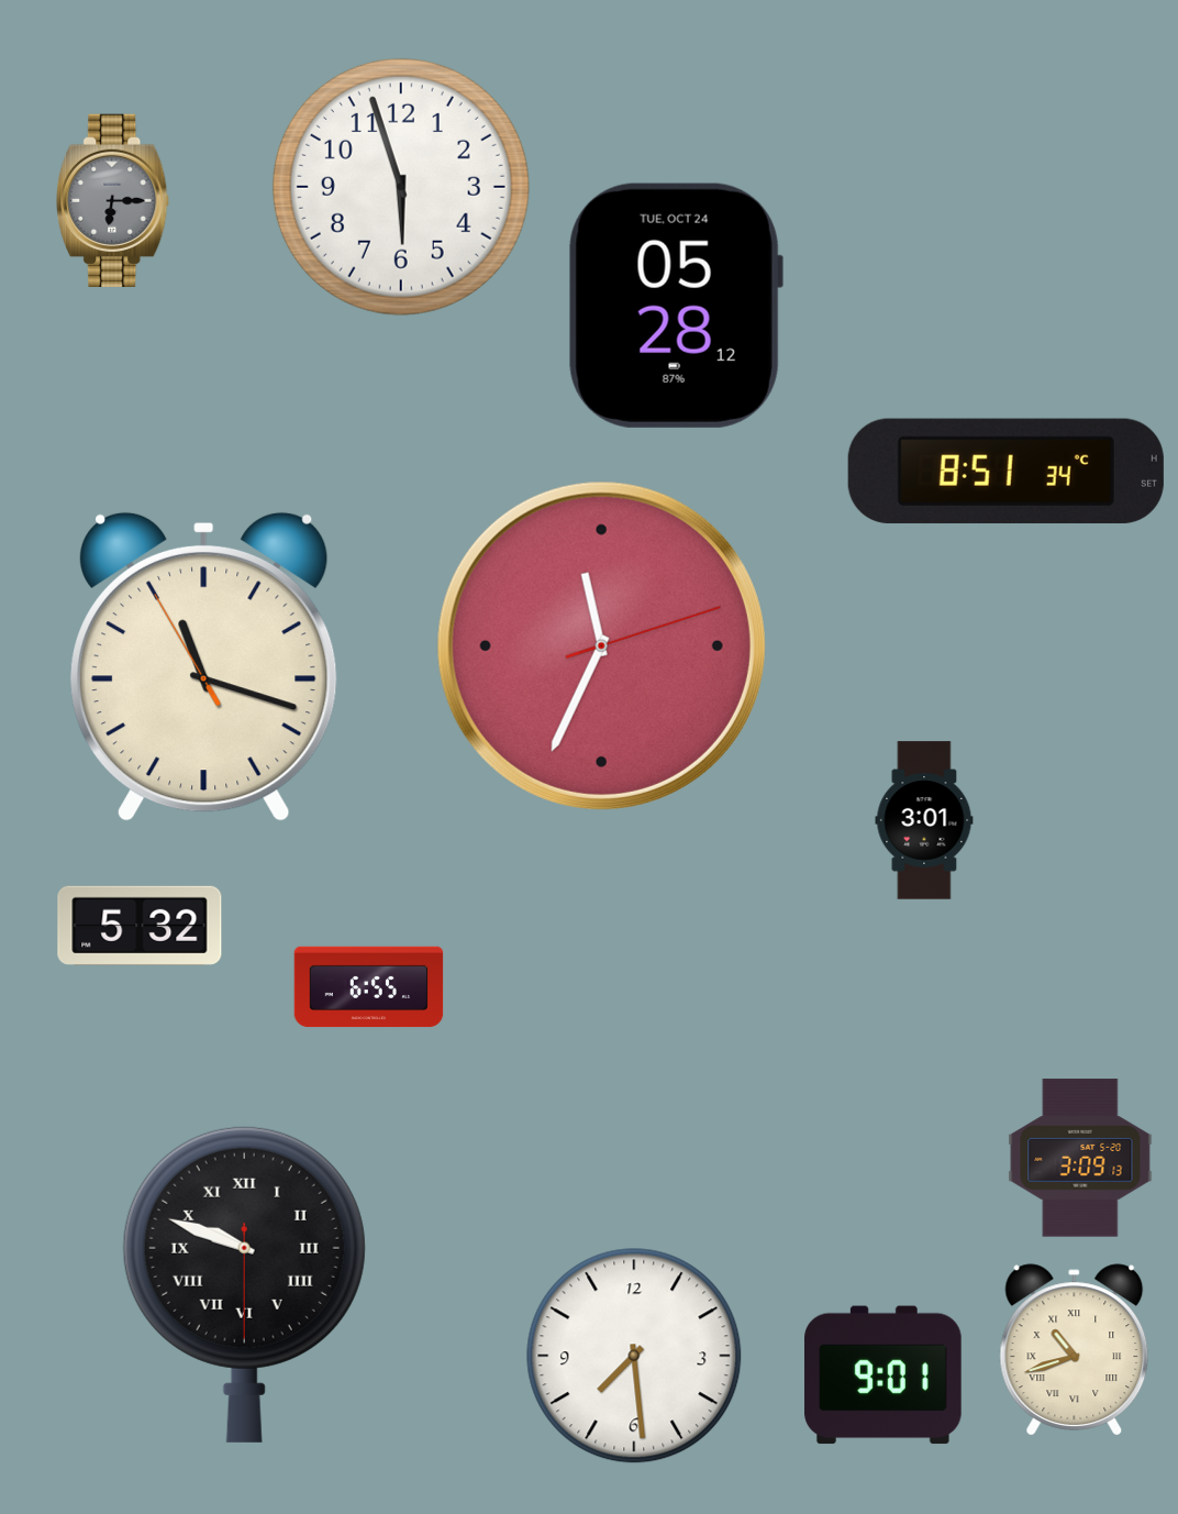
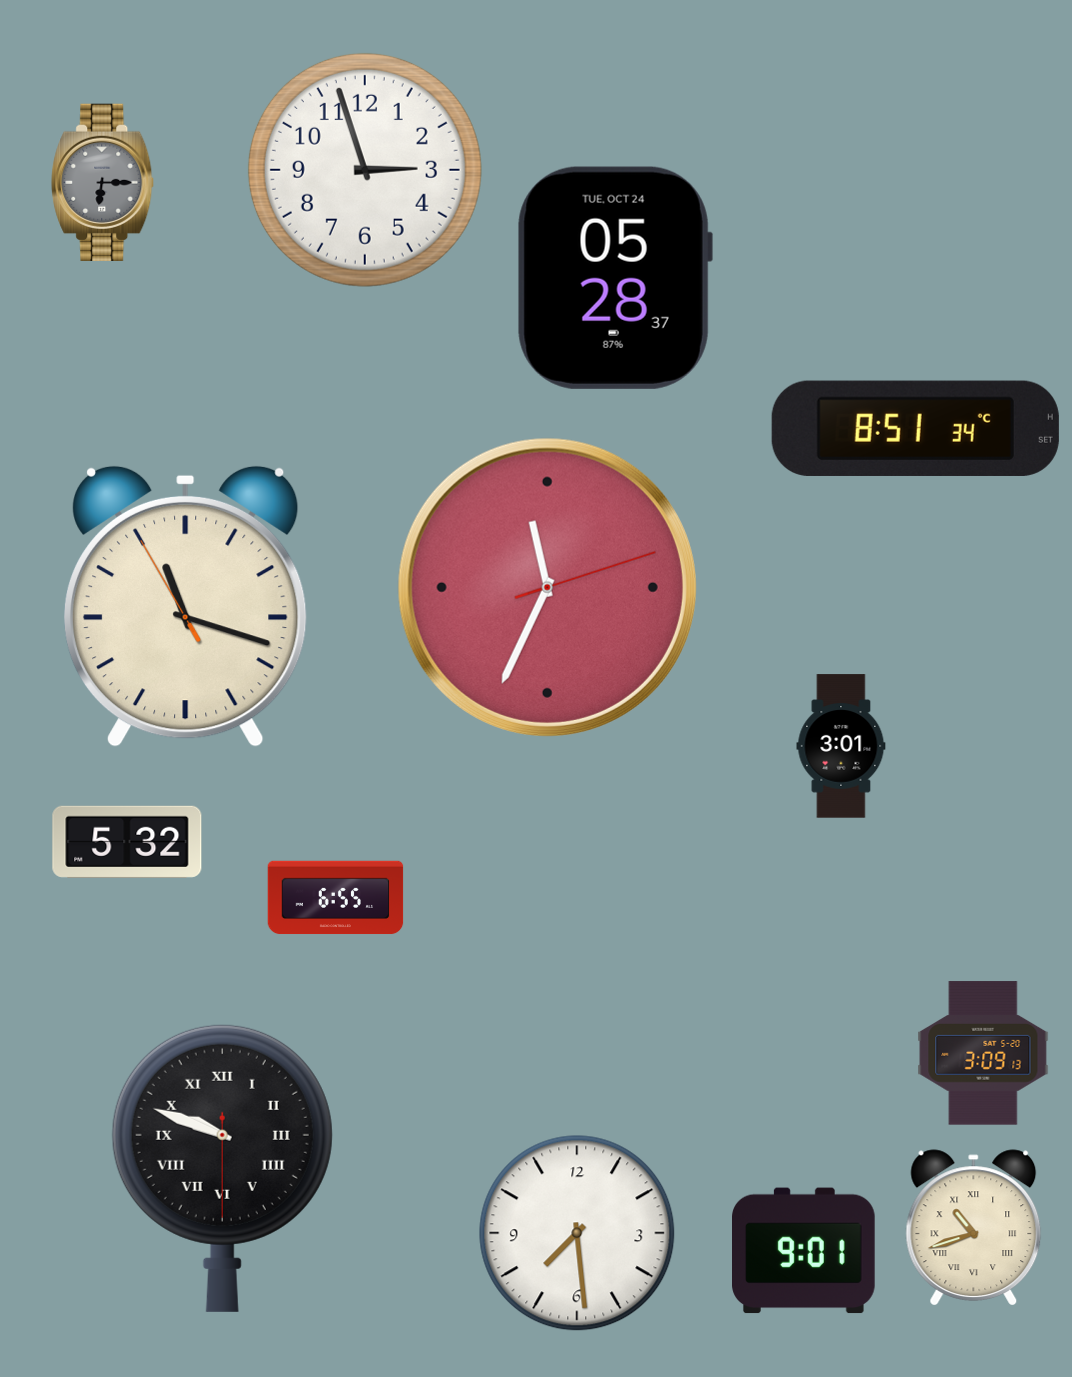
clock at (401, 187): 5:57 -> 2:57
clock at (676, 306): 05:28:12 -> 05:28:37
clock at (1075, 1350) position: (1075, 1350) -> (974, 1228)
